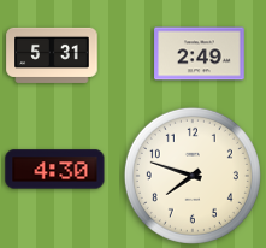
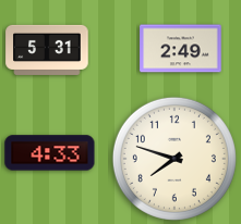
clock at (55, 170): 4:30 -> 4:33
